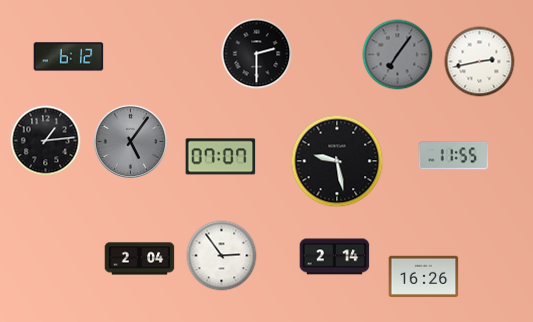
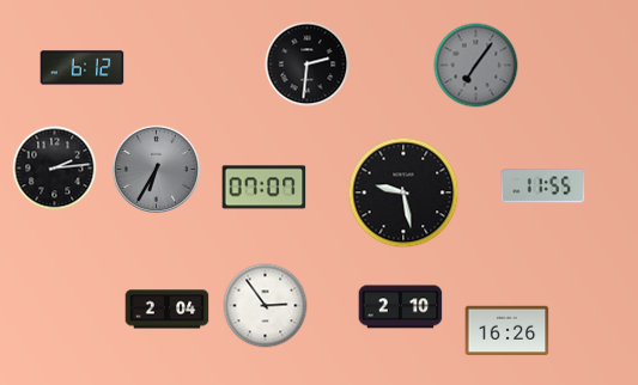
clock at (257, 54): 2:30 -> 2:31
clock at (480, 62): 2:43 -> none
clock at (46, 141): 1:14 -> 2:14
clock at (130, 141): 5:06 -> 6:35
clock at (335, 257): 2:14 -> 2:10
